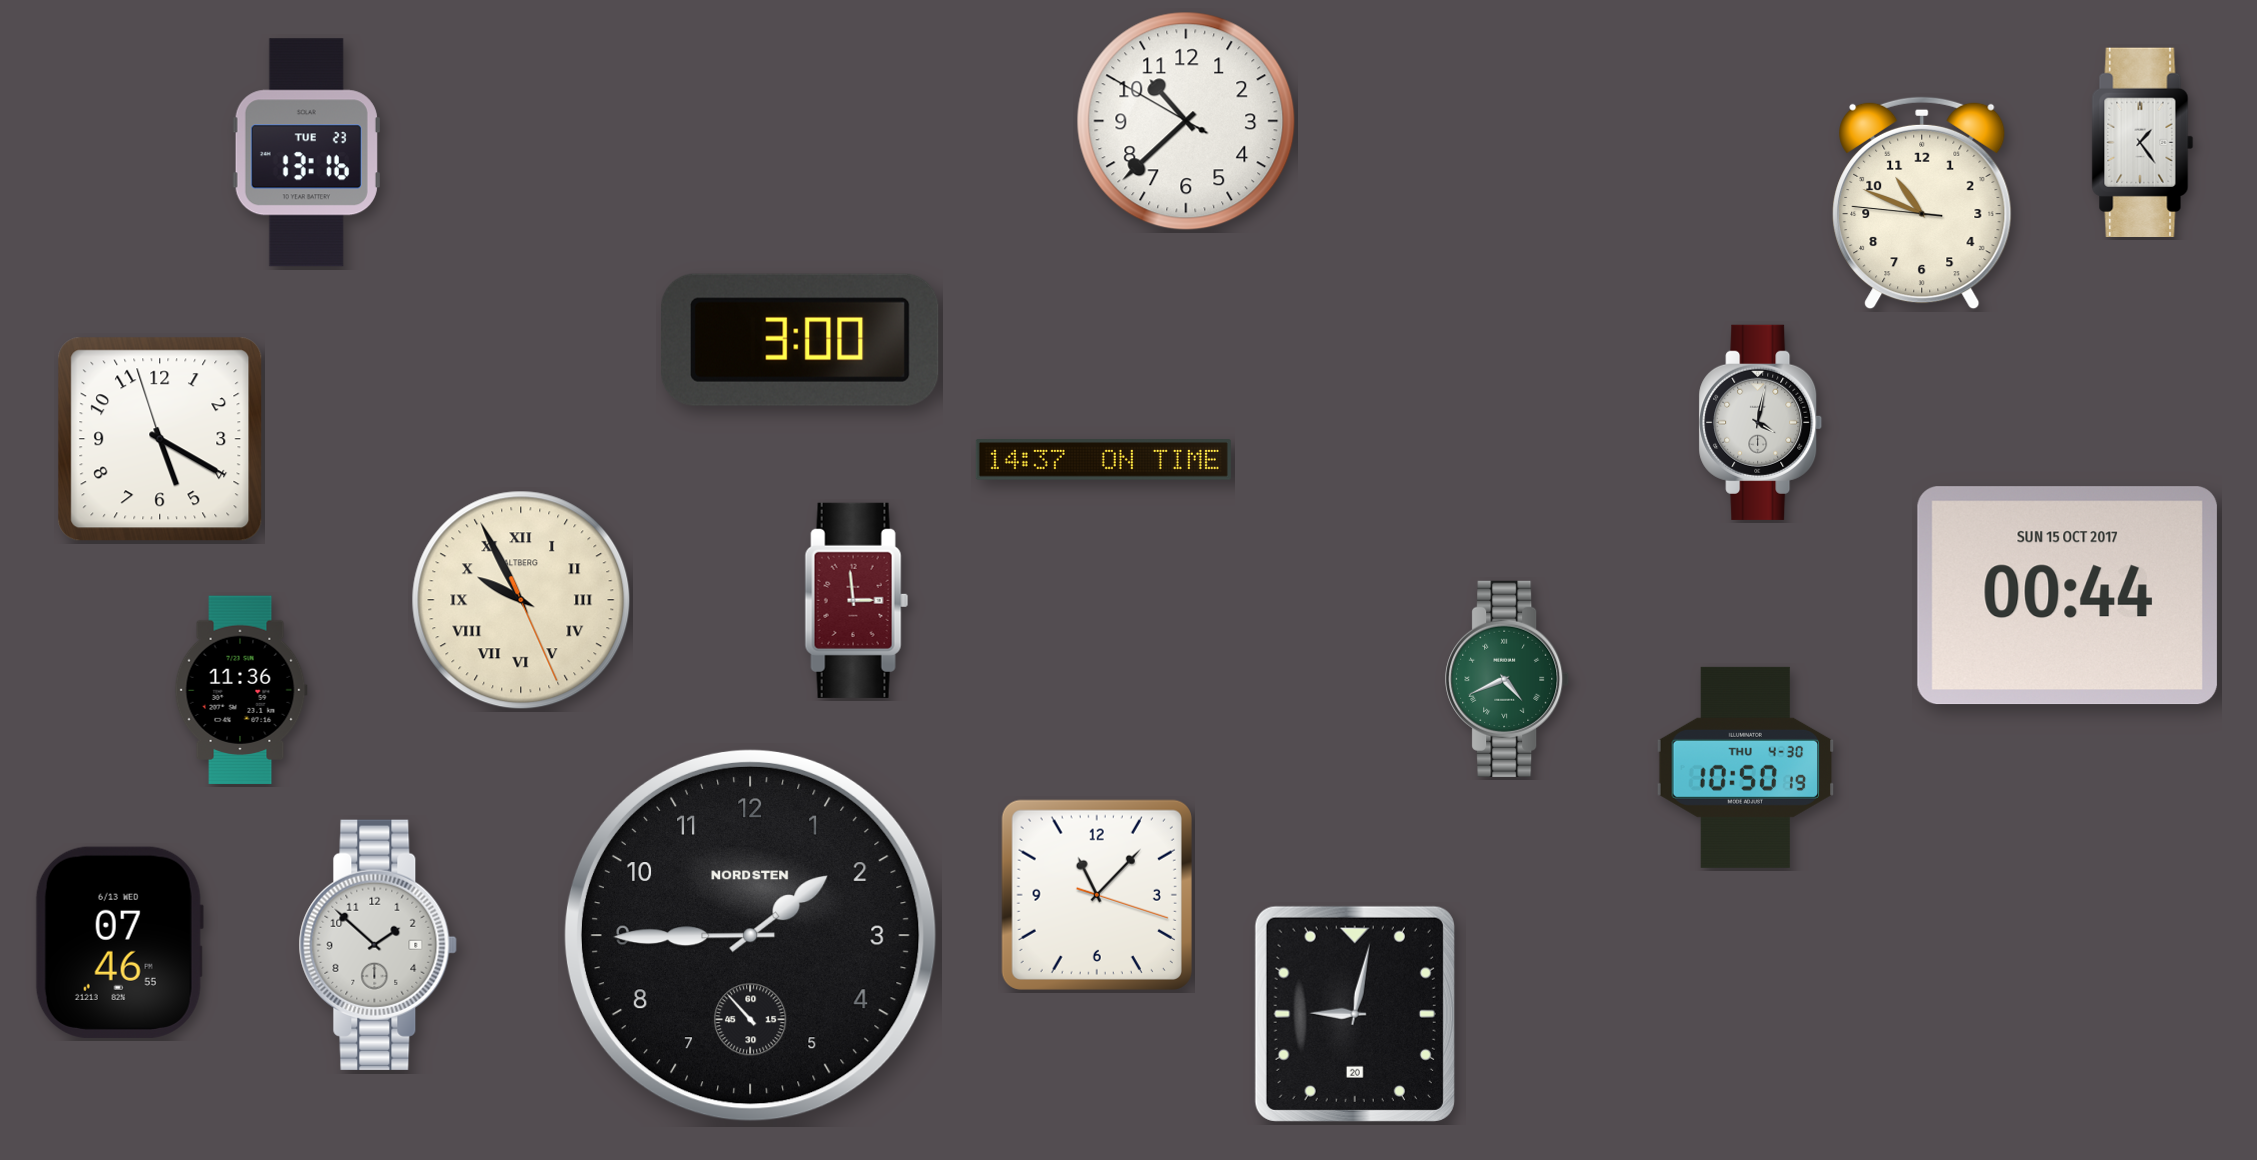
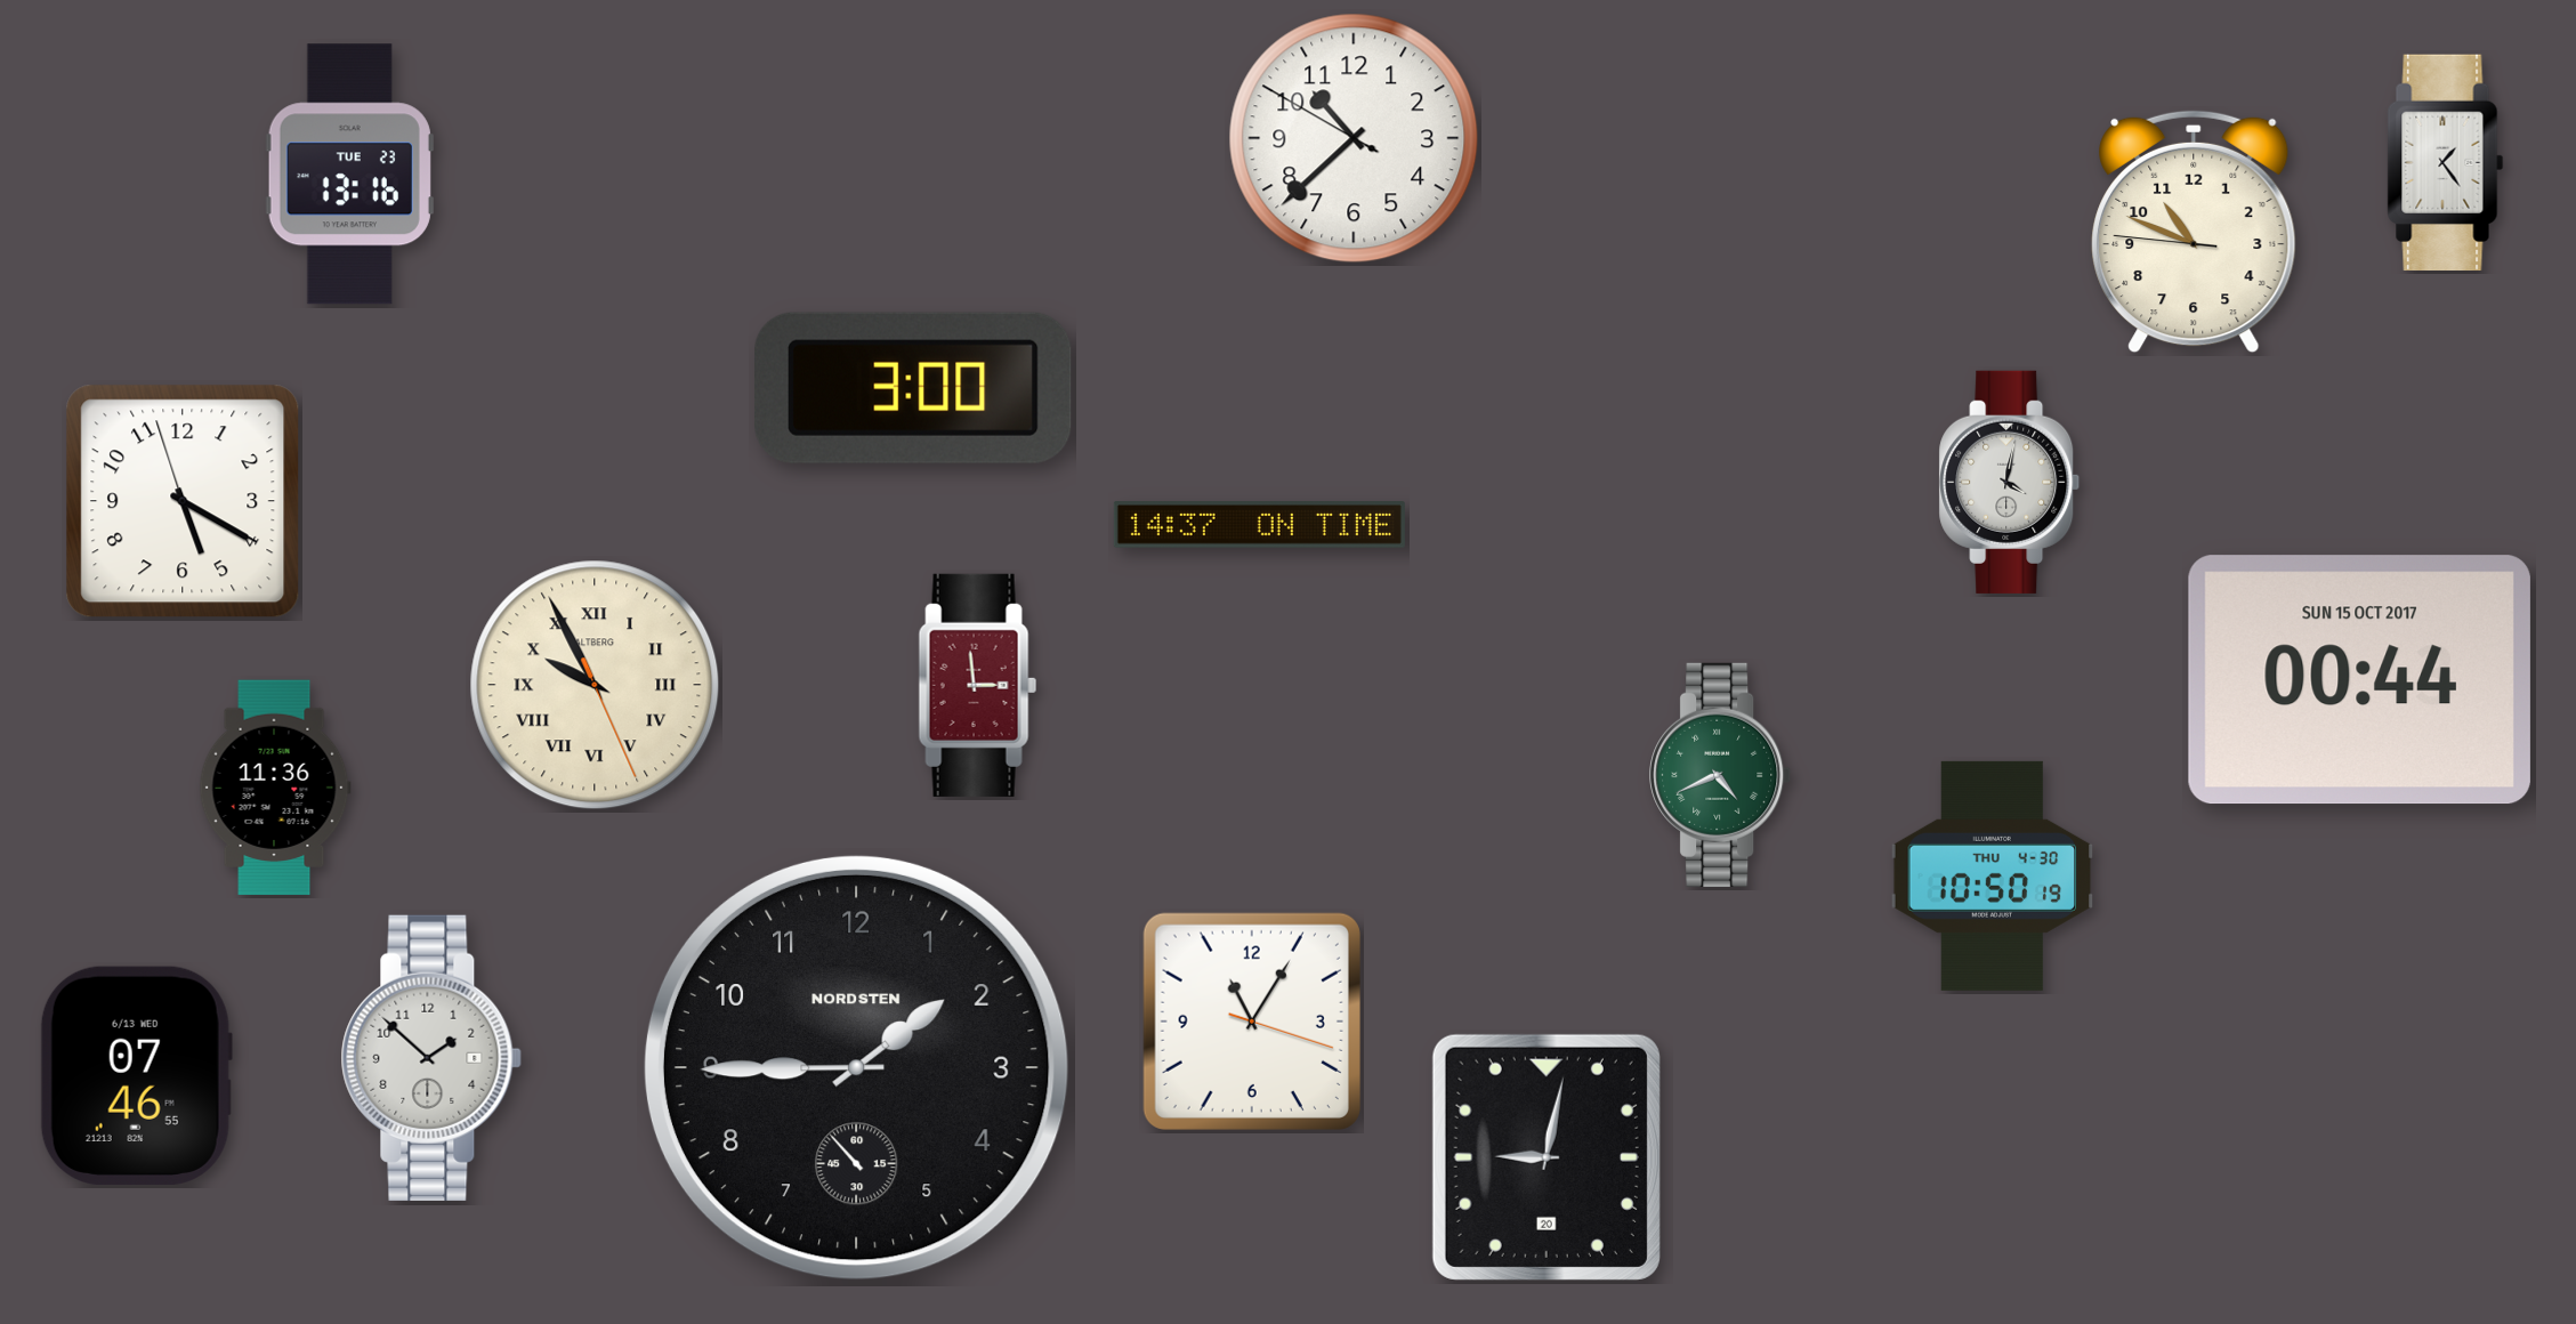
clock at (1097, 895): 11:07 -> 11:05
clock at (378, 945) position: (378, 945) -> (431, 1058)
